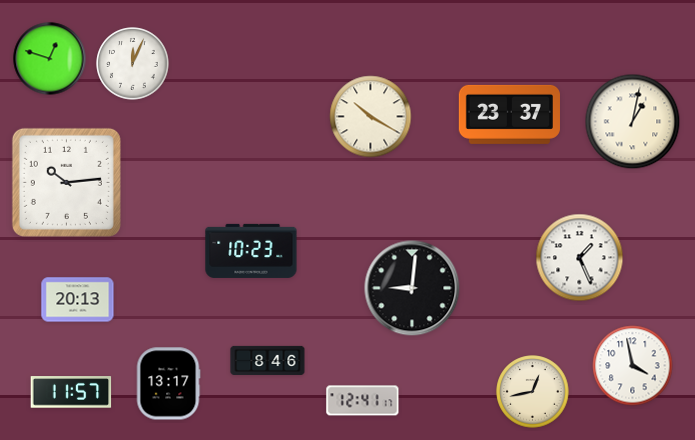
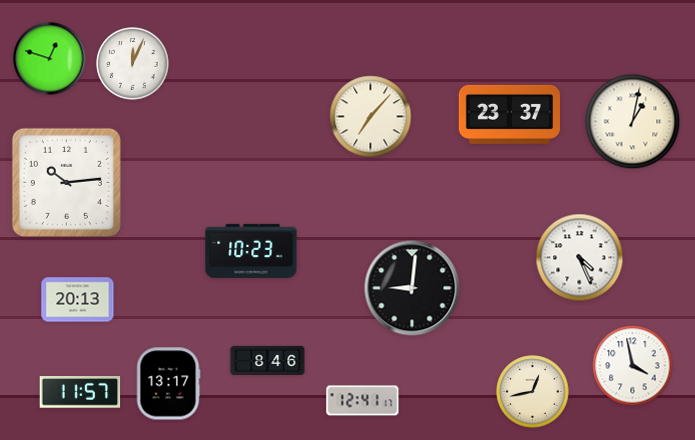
clock at (371, 117): 10:20 -> 7:07
clock at (580, 258): 1:26 -> 4:26
clock at (71, 392) position: (71, 392) -> (80, 392)
